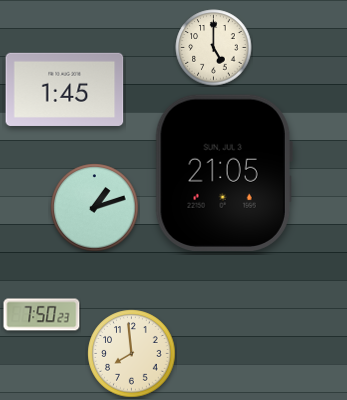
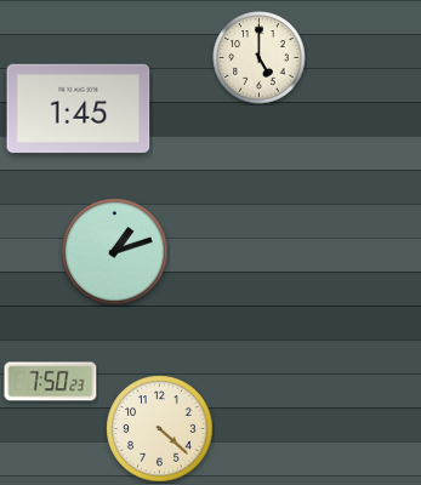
clock at (224, 172): 21:05 -> none
clock at (132, 354): 7:59 -> 4:22
